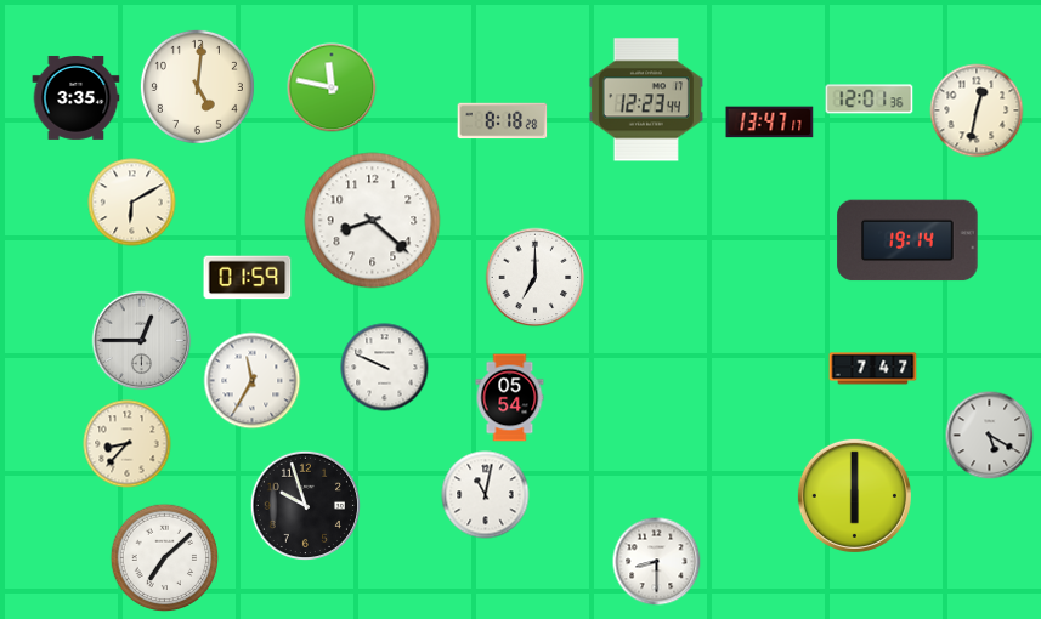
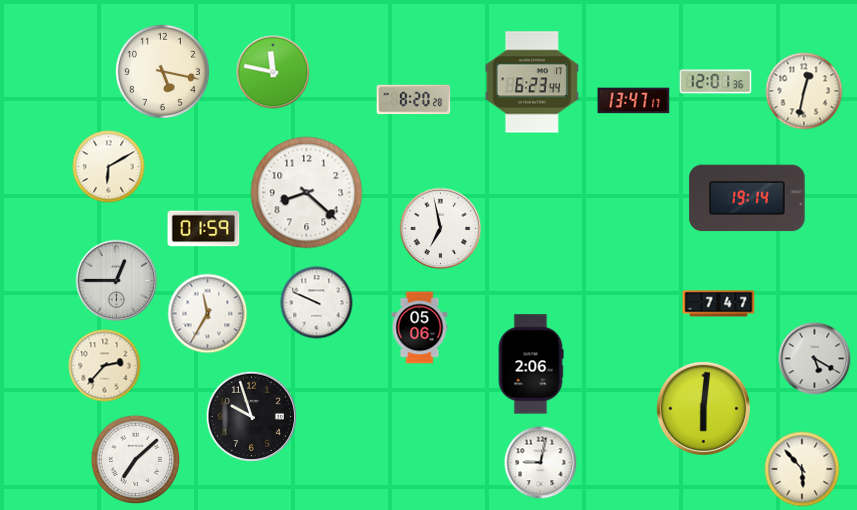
clock at (197, 86): 5:01 -> 5:17
clock at (77, 97): 3:35 -> none
clock at (646, 100): 12:23 -> 6:23
clock at (503, 121): 8:18 -> 8:20
clock at (373, 221) position: (373, 221) -> (307, 193)
clock at (536, 278): 7:00 -> 6:58
clock at (510, 398): 05:54 -> 05:06
clock at (531, 364): none -> 2:06
clock at (128, 444): 8:37 -> 2:37
clock at (486, 495): 11:02 -> none
clock at (854, 495): 6:00 -> 6:01
clock at (657, 562): 8:30 -> 9:02
clock at (802, 469): none -> 5:53
